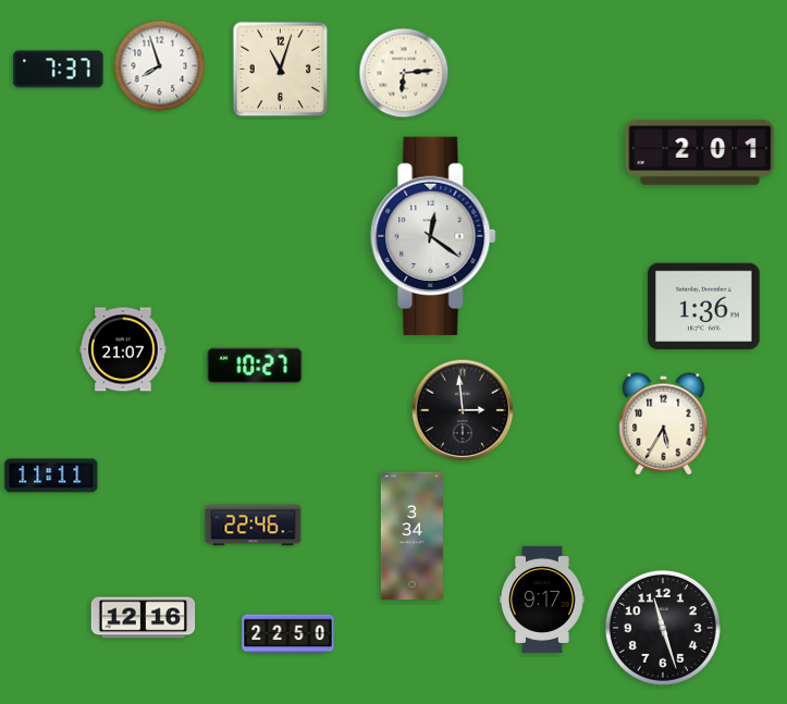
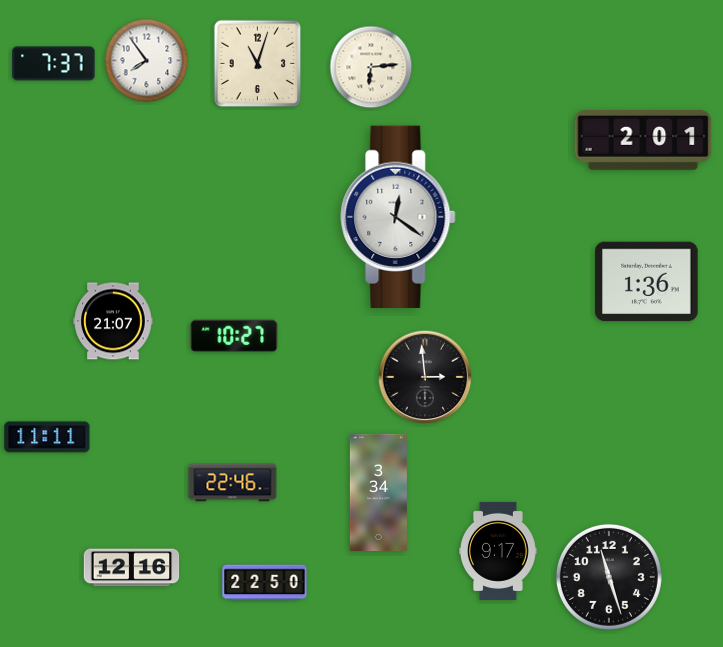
clock at (160, 66): 7:57 -> 7:54
clock at (664, 424): 5:35 -> none
